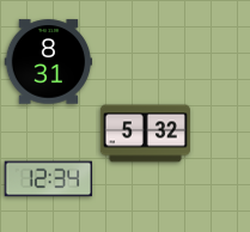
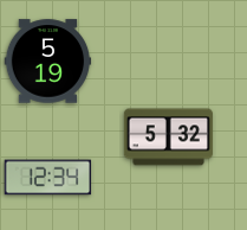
clock at (49, 62): 8:31 -> 5:19
clock at (145, 134) position: (145, 134) -> (168, 138)
